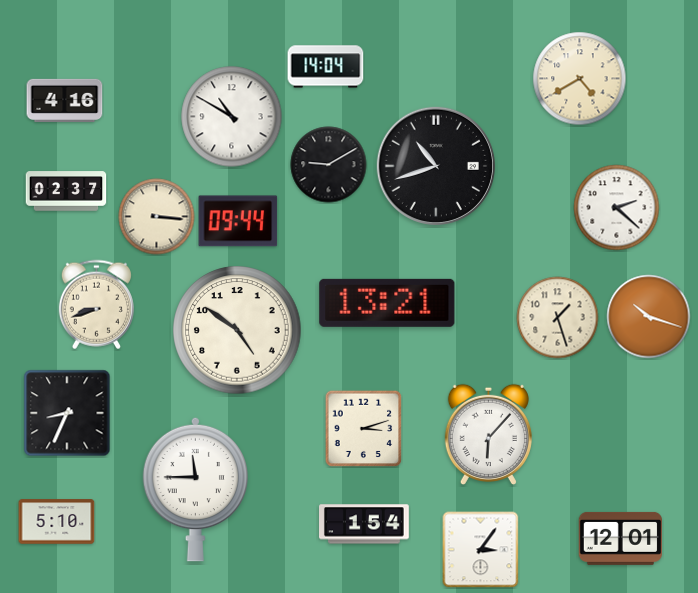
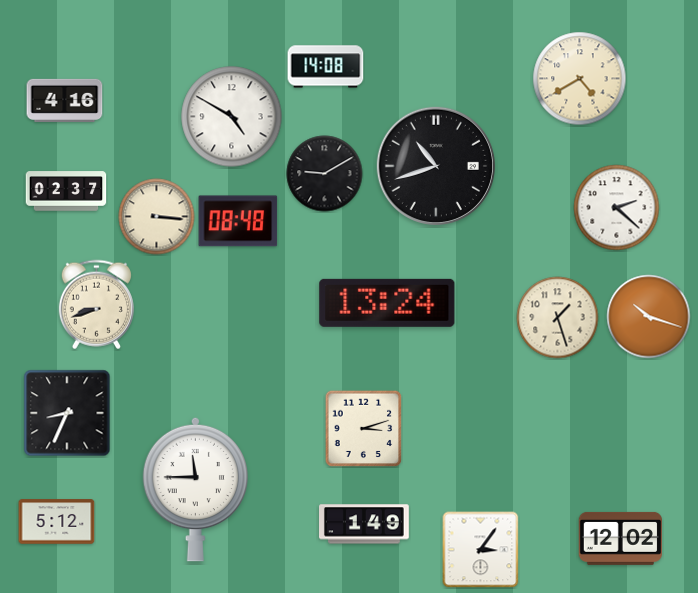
clock at (326, 67): 14:04 -> 14:08
clock at (232, 117): 10:50 -> 4:50
clock at (329, 165) position: (329, 165) -> (325, 174)
clock at (238, 221): 09:44 -> 08:48
clock at (387, 303): 13:21 -> 13:24
clock at (237, 330): 4:51 -> none
clock at (488, 434): 6:07 -> none
clock at (57, 522): 5:10 -> 5:12
clock at (365, 524): 1:54 -> 1:49
clock at (620, 538): 12:01 -> 12:02
